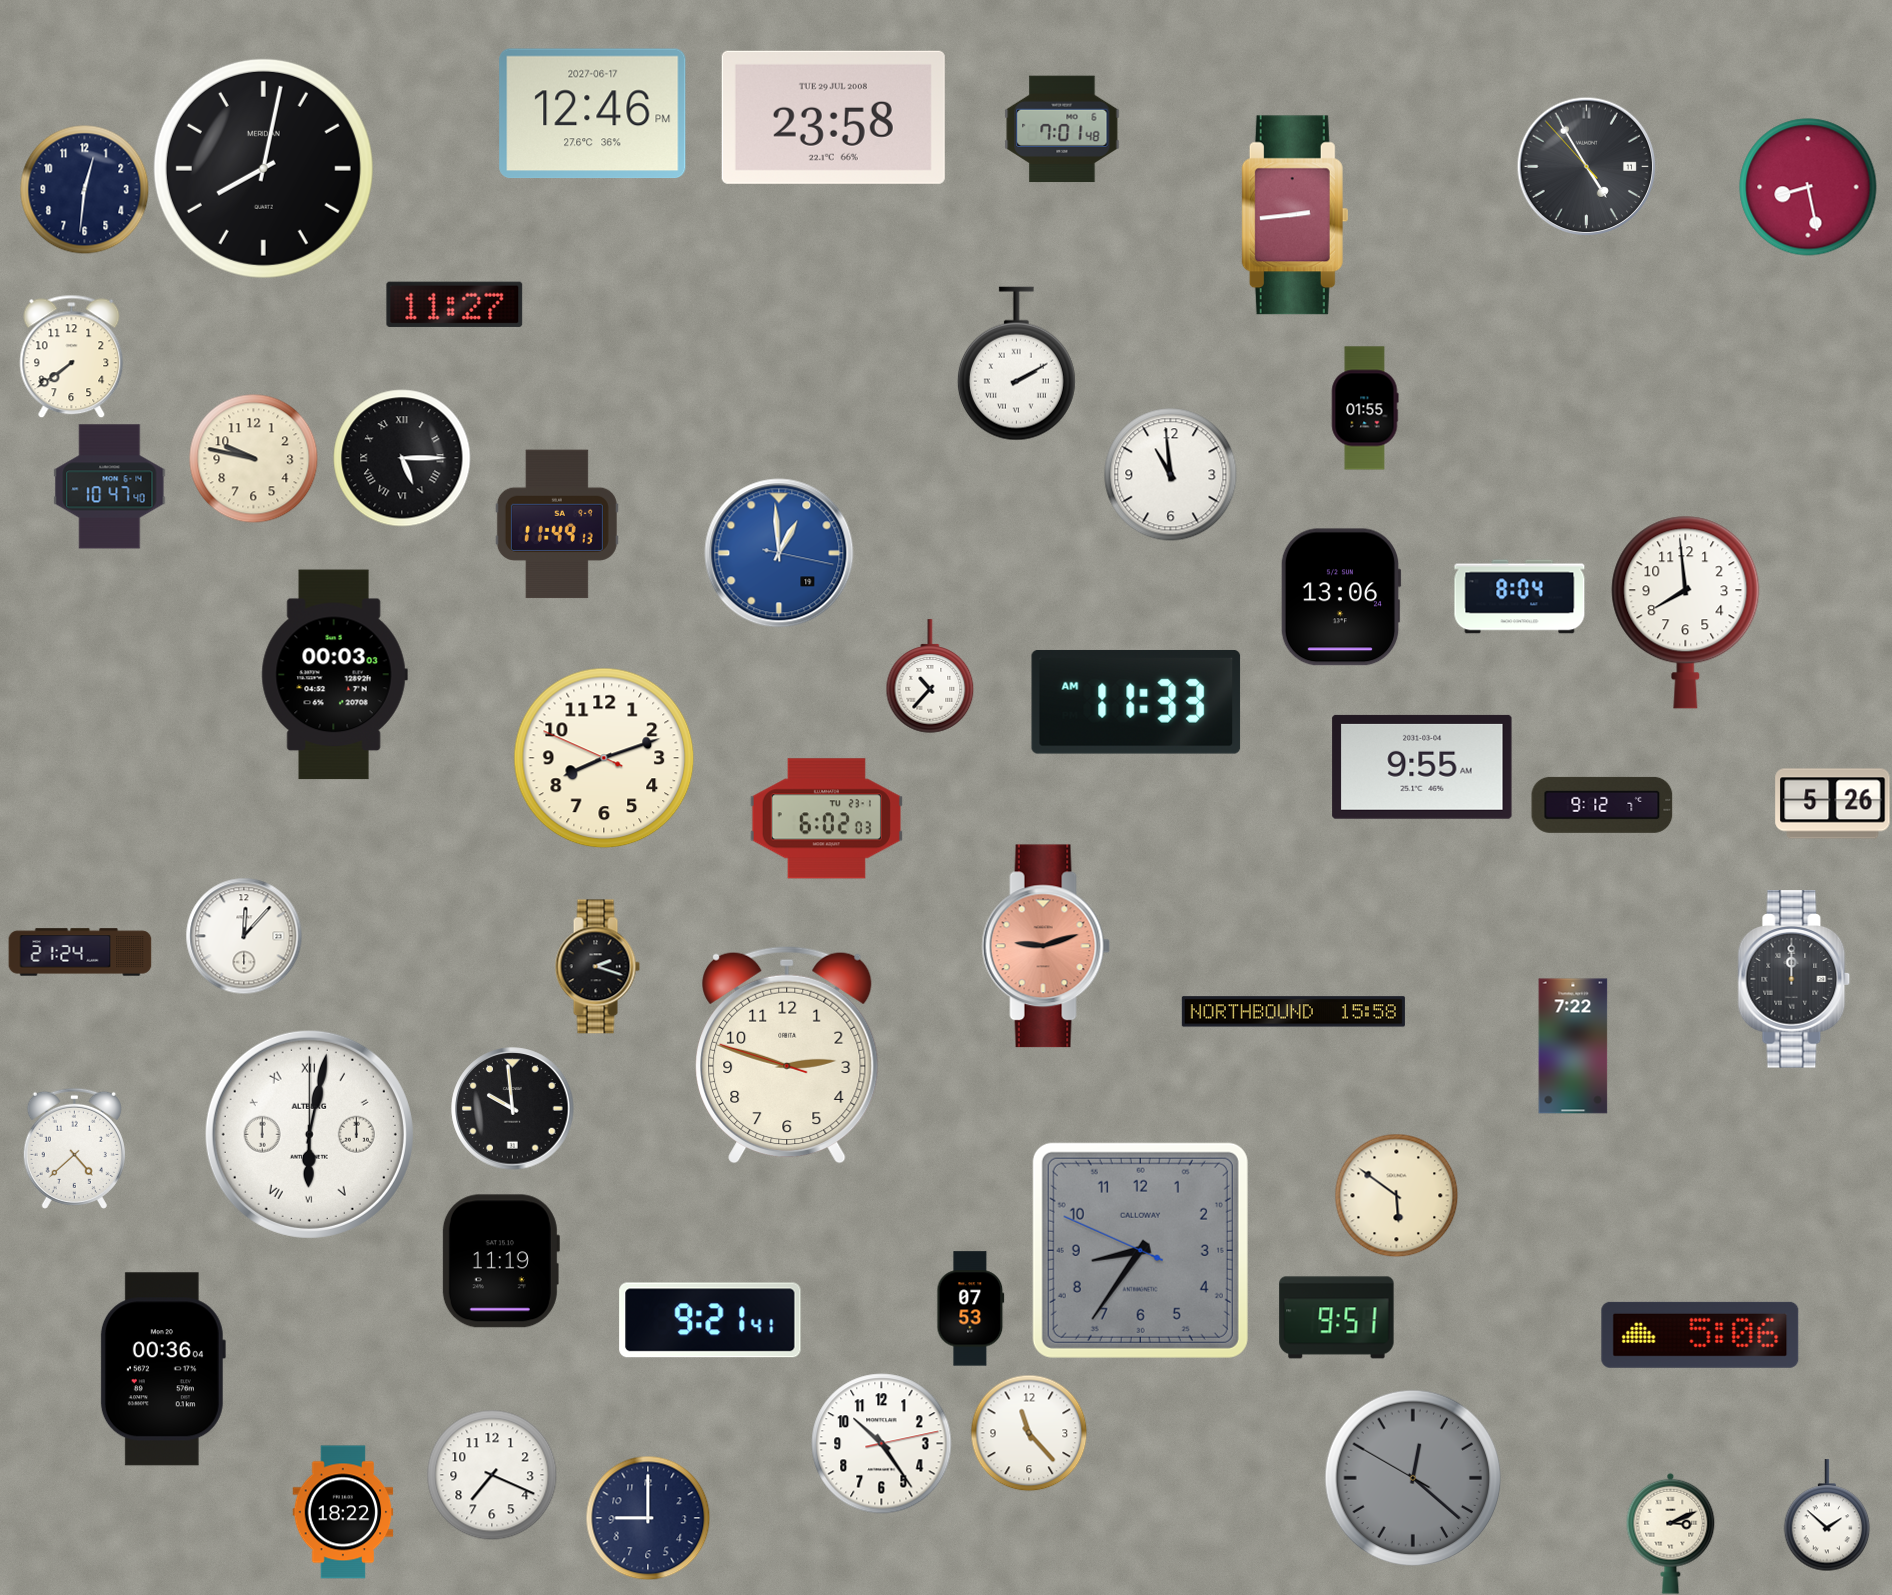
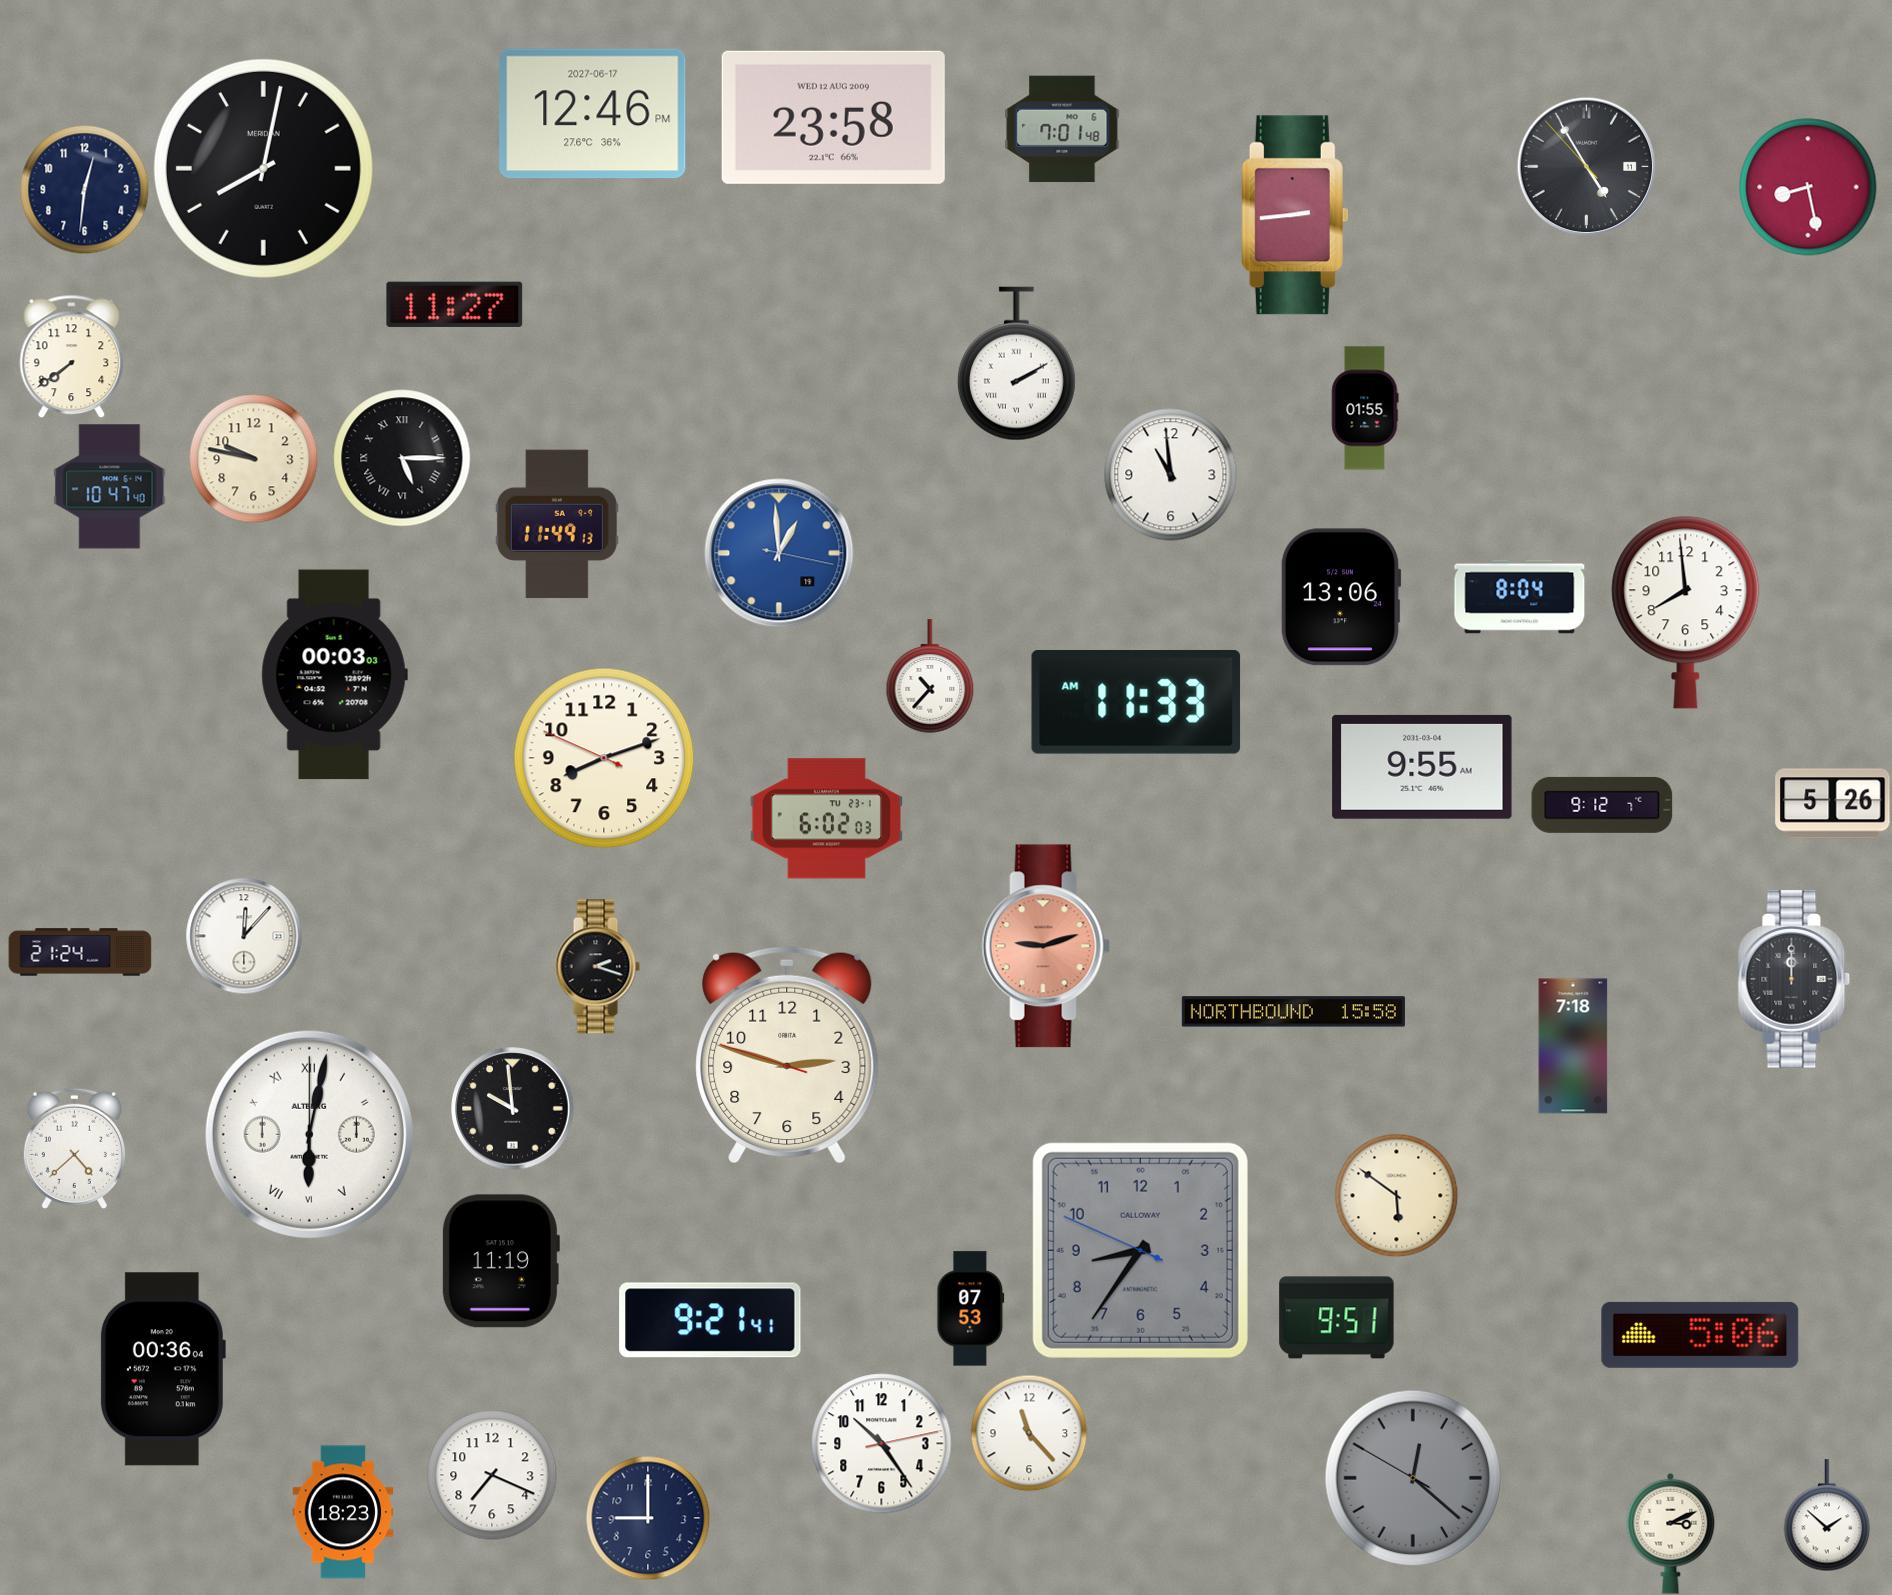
clock at (833, 117) date: TUE 29 JUL 2008 -> WED 12 AUG 2009
clock at (1573, 1046): 7:22 -> 7:18
clock at (343, 1512): 18:22 -> 18:23
